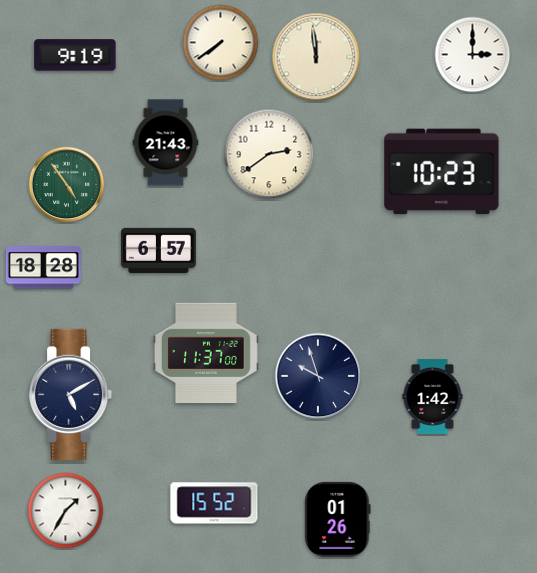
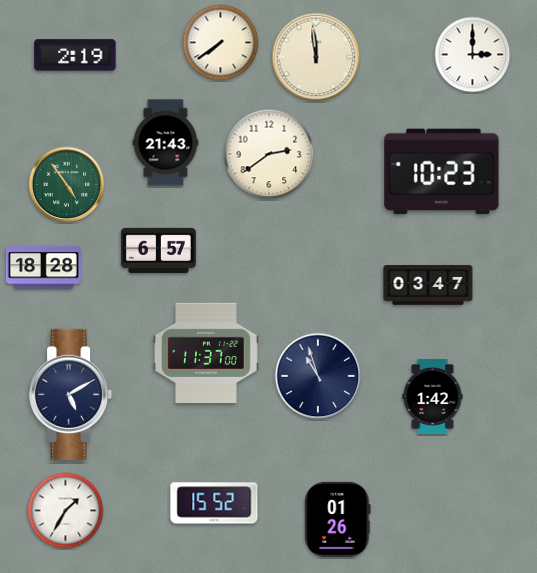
clock at (75, 55): 9:19 -> 2:19
clock at (428, 285): none -> 03:47
clock at (318, 376): 9:57 -> 10:57
